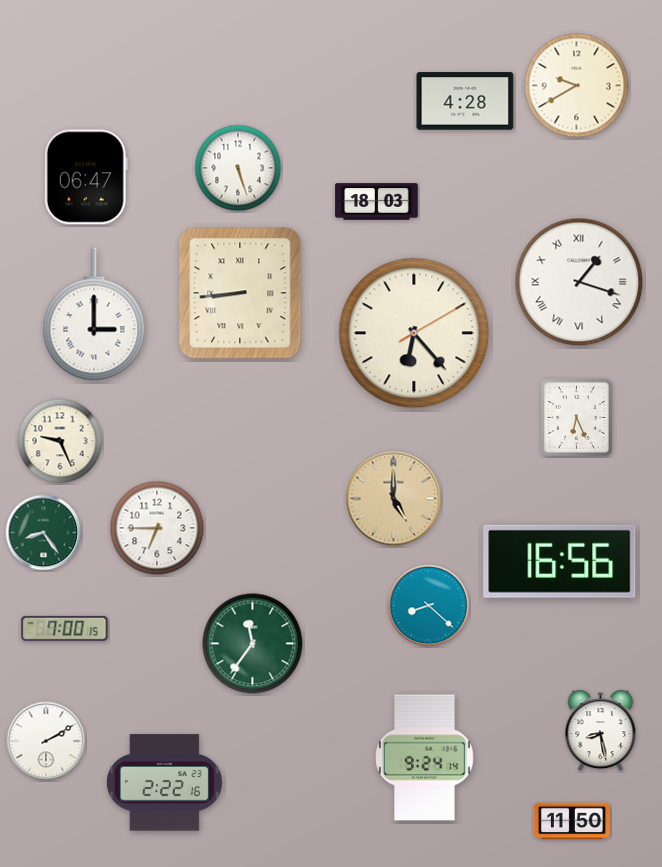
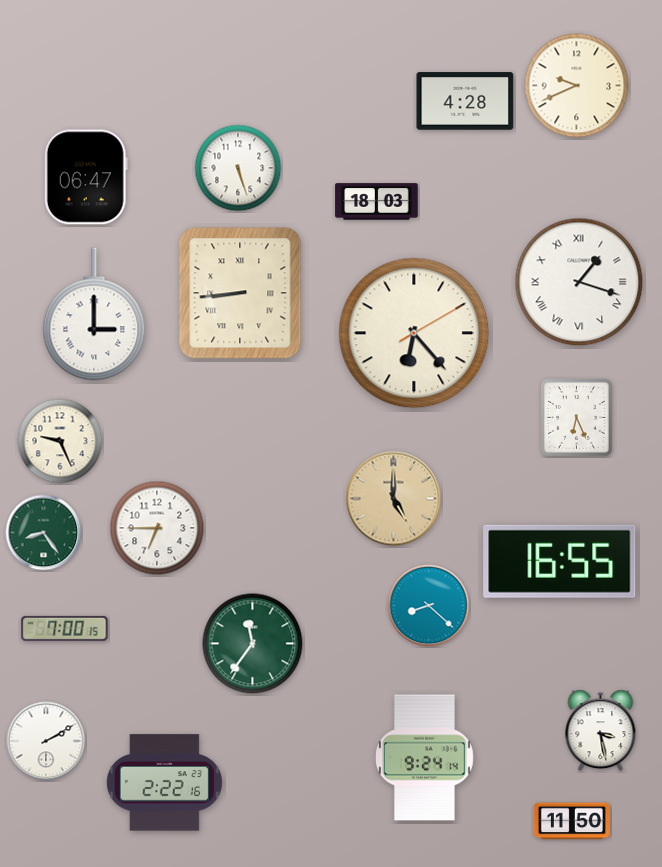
clock at (577, 86): 9:40 -> 9:41
clock at (560, 561): 16:56 -> 16:55
clock at (601, 731): 8:28 -> 3:28
